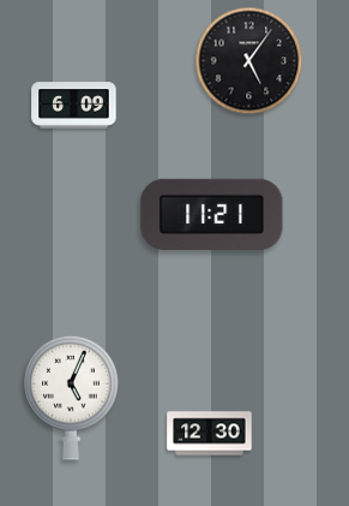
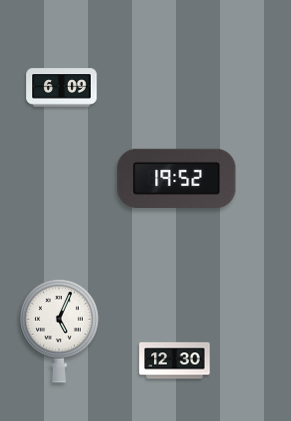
clock at (249, 61): 5:06 -> none
clock at (212, 214): 11:21 -> 19:52
